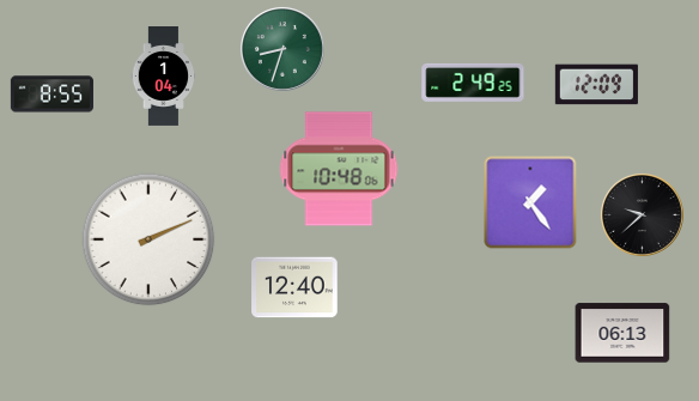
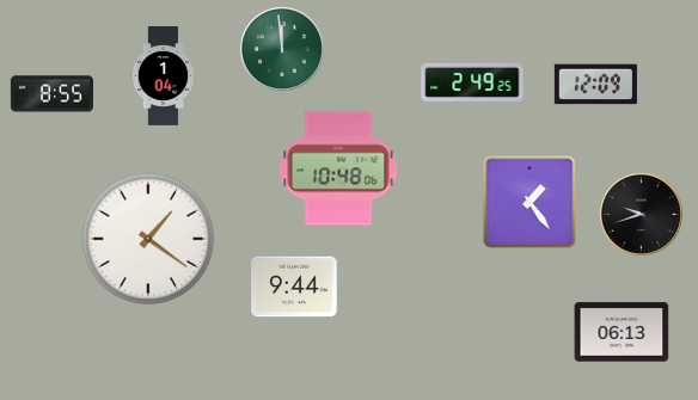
clock at (282, 50): 8:33 -> 11:59
clock at (642, 214): 9:38 -> 9:42
clock at (148, 239): 2:11 -> 1:21
clock at (294, 287): 12:40 -> 9:44
